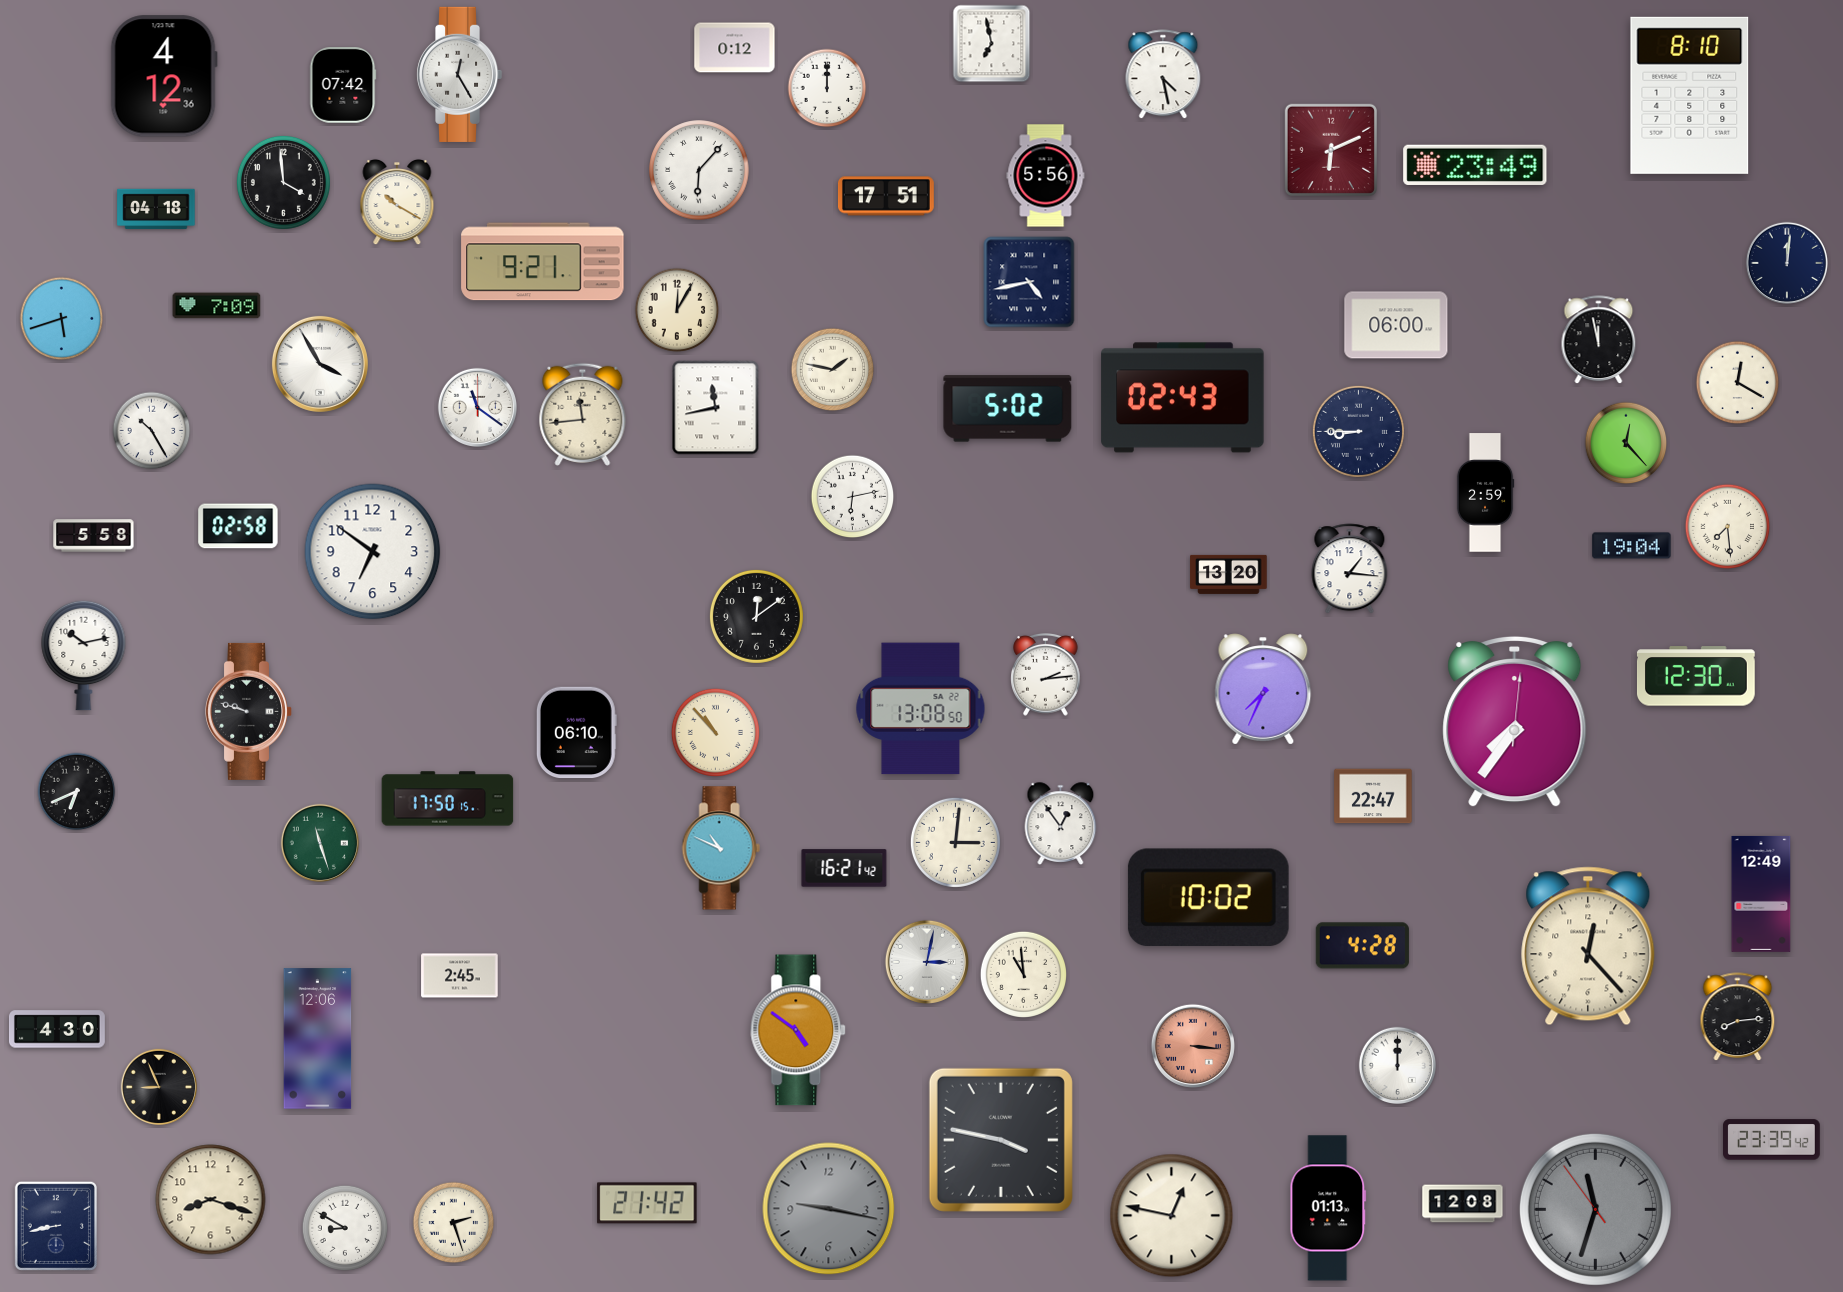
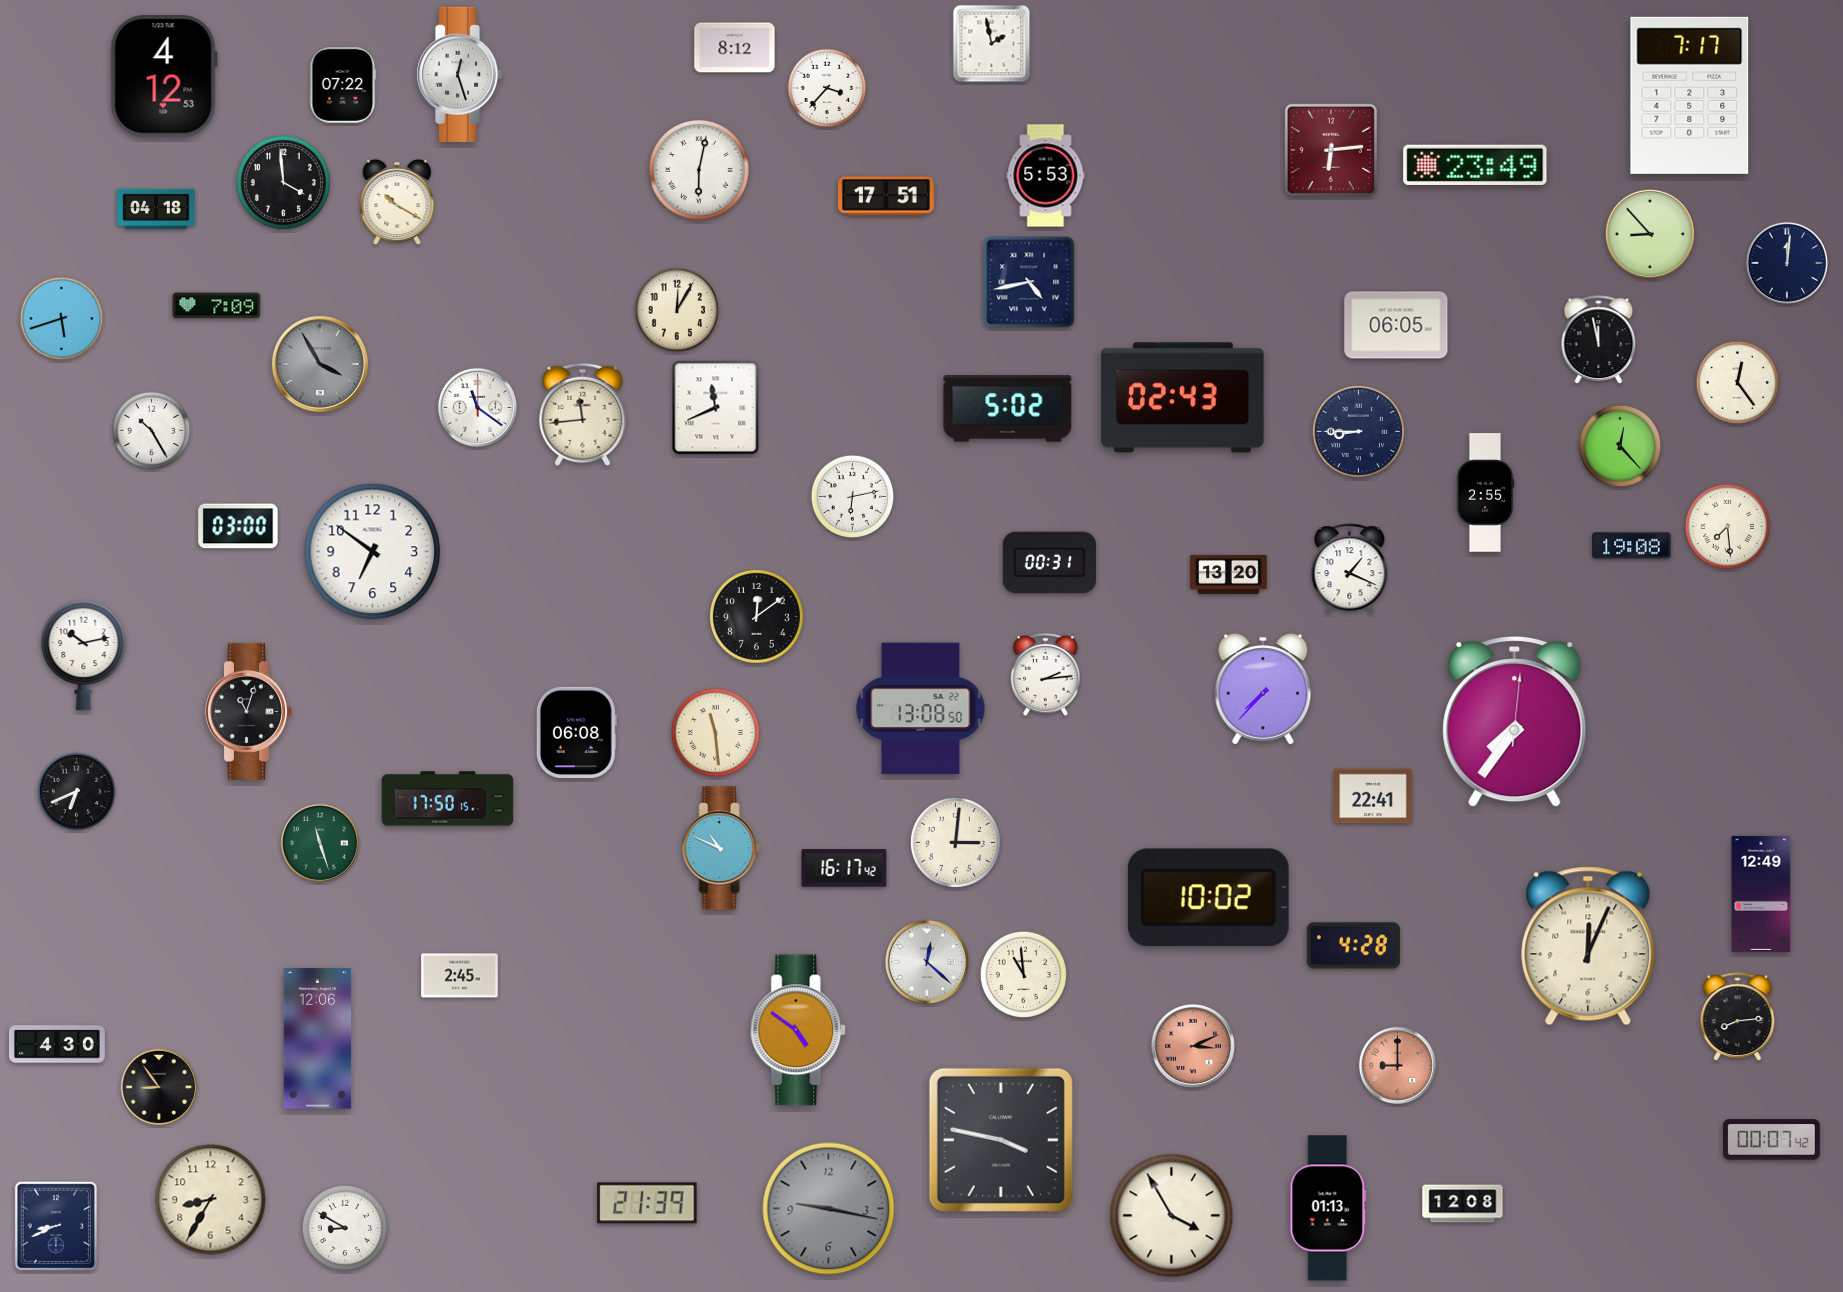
clock at (992, 44): 6:58 -> 1:58
clock at (735, 48): 0:12 -> 8:12
clock at (459, 74): 12:25 -> 12:27
clock at (1163, 75): 4:28 -> none
clock at (164, 76): 4:12:36 -> 4:12:53
clock at (343, 86): 07:42 -> 07:22
clock at (827, 88): 12:00 -> 3:37
clock at (1690, 95): 8:10 -> 7:17
clock at (1331, 150): 6:11 -> 6:14
clock at (699, 170): 6:07 -> 6:02
clock at (1046, 176): 5:56 -> 5:53
clock at (1650, 234): none -> 8:53
clock at (543, 262): 9:21 -> none
clock at (1396, 325): 06:00 -> 06:05
clock at (320, 364) dial: white -> grey
clock at (833, 370): 1:47 -> none
clock at (1738, 383): 12:20 -> 12:24
clock at (716, 408): 11:43 -> 11:41
clock at (1626, 443) position: (1626, 443) -> (1620, 446)
clock at (1485, 493): 2:59 -> 2:55
clock at (238, 526): 02:58 -> 03:00
clock at (94, 536): 5:58 -> none
clock at (1632, 546): 19:04 -> 19:08
clock at (1049, 563): none -> 00:31
clock at (1350, 569): 1:16 -> 1:19
clock at (1696, 676): 12:30 -> none
clock at (1263, 689): 7:34 -> 7:37
clock at (249, 711): 9:48 -> 11:03
clock at (715, 732): 10:53 -> 11:29
clock at (576, 733): 06:10 -> 06:08
clock at (1373, 796): 22:47 -> 22:41
clock at (1061, 824): 12:54 -> none
clock at (844, 868): 16:21 -> 16:17
clock at (1362, 946) position: (1362, 946) -> (1353, 946)
clock at (1588, 946): 12:23 -> 12:04
clock at (927, 962): 3:02 -> 12:22
clock at (57, 1029) position: (57, 1029) -> (57, 1044)
clock at (1193, 1046): 3:16 -> 3:11
clock at (1397, 1065): 12:00 -> 9:00
clock at (1397, 1065) dial: white -> salmon
clock at (159, 1087): 8:56 -> 8:54
clock at (1772, 1140): 23:39 -> 00:07
clock at (211, 1200): 8:18 -> 8:35
clock at (647, 1203): 21:42 -> 21:39
clock at (1595, 1209): 11:32 -> none
clock at (1172, 1216): 12:47 -> 3:55
clock at (454, 1223): 2:27 -> none
clock at (56, 1225): 8:43 -> 8:41
